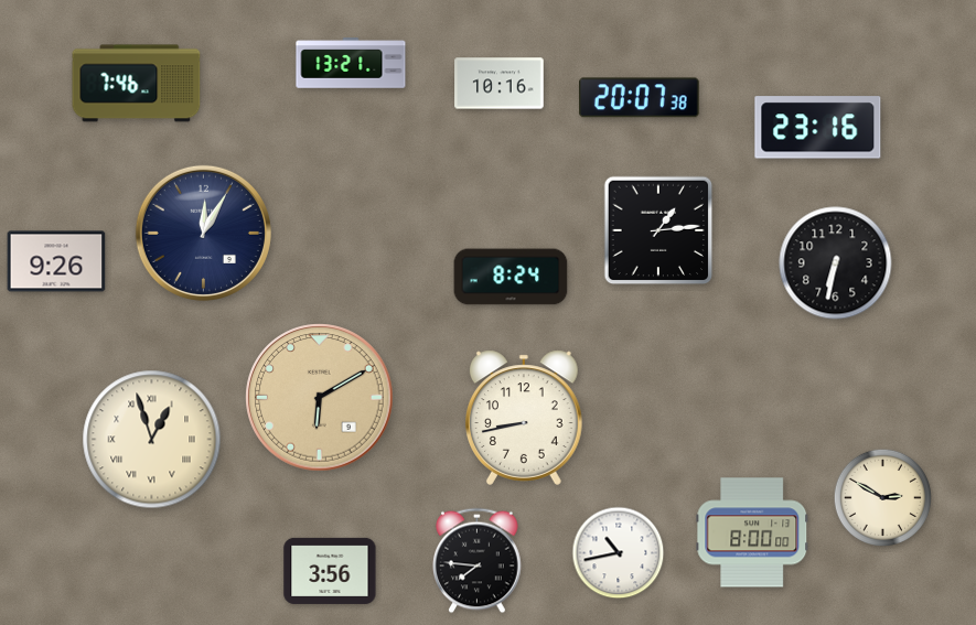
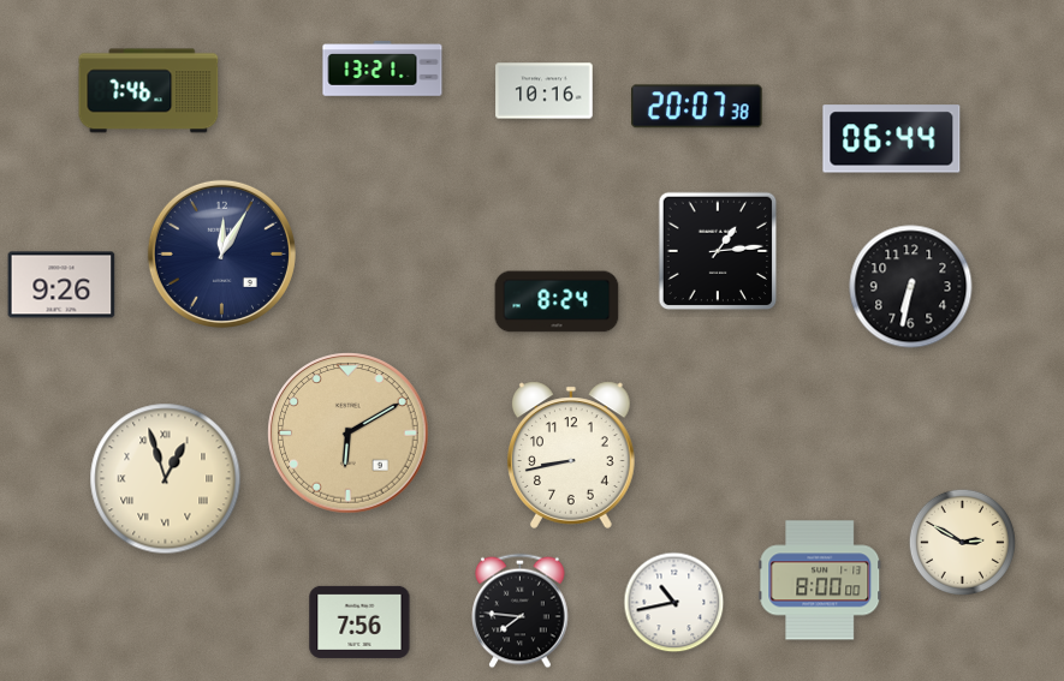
clock at (818, 128): 23:16 -> 06:44
clock at (330, 571): 3:56 -> 7:56
